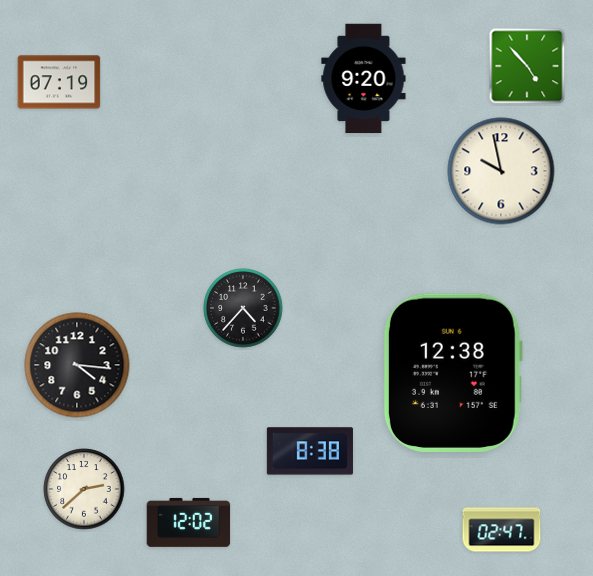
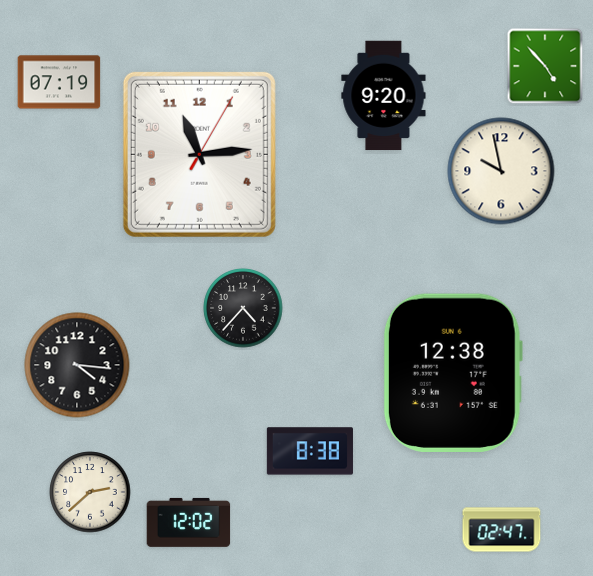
clock at (527, 66) position: (527, 66) -> (545, 66)
clock at (364, 79) position: (364, 79) -> (384, 96)
clock at (199, 154): none -> 11:14
clock at (84, 489) position: (84, 489) -> (90, 492)
